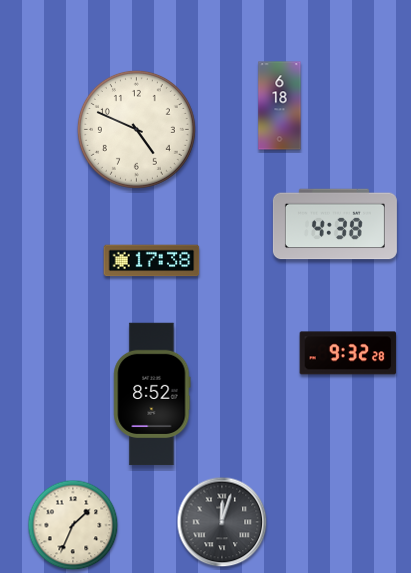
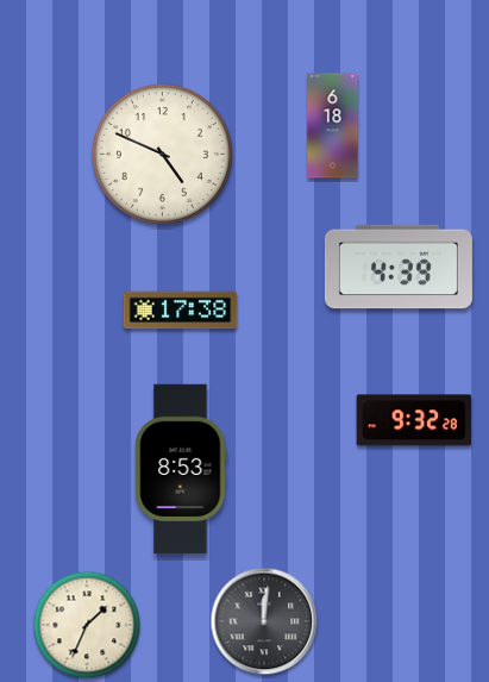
clock at (335, 224): 4:38 -> 4:39
clock at (152, 394): 8:52 -> 8:53
clock at (222, 522): 12:03 -> 12:01
